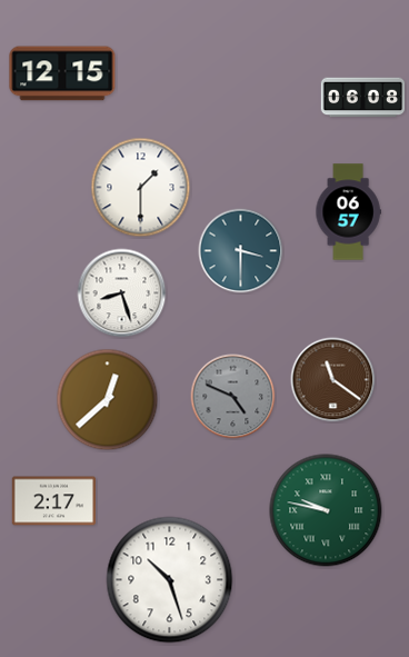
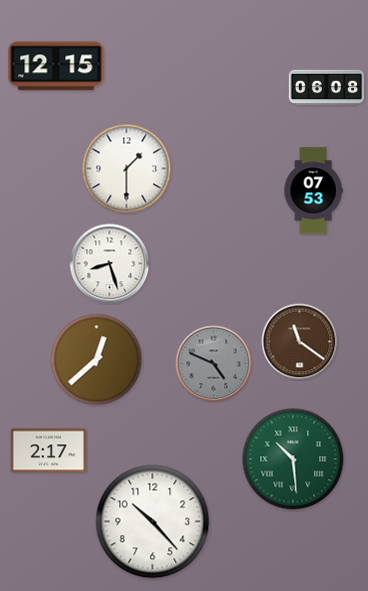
clock at (348, 212): 06:57 -> 07:53
clock at (241, 251): 3:30 -> none
clock at (233, 397) position: (233, 397) -> (214, 364)
clock at (326, 510): 9:47 -> 10:29
clock at (170, 580): 10:27 -> 10:23
